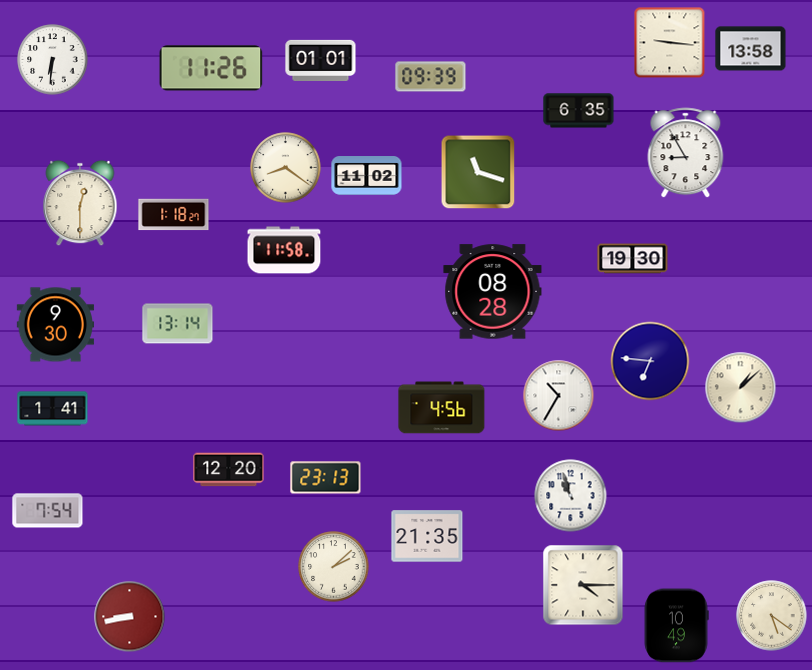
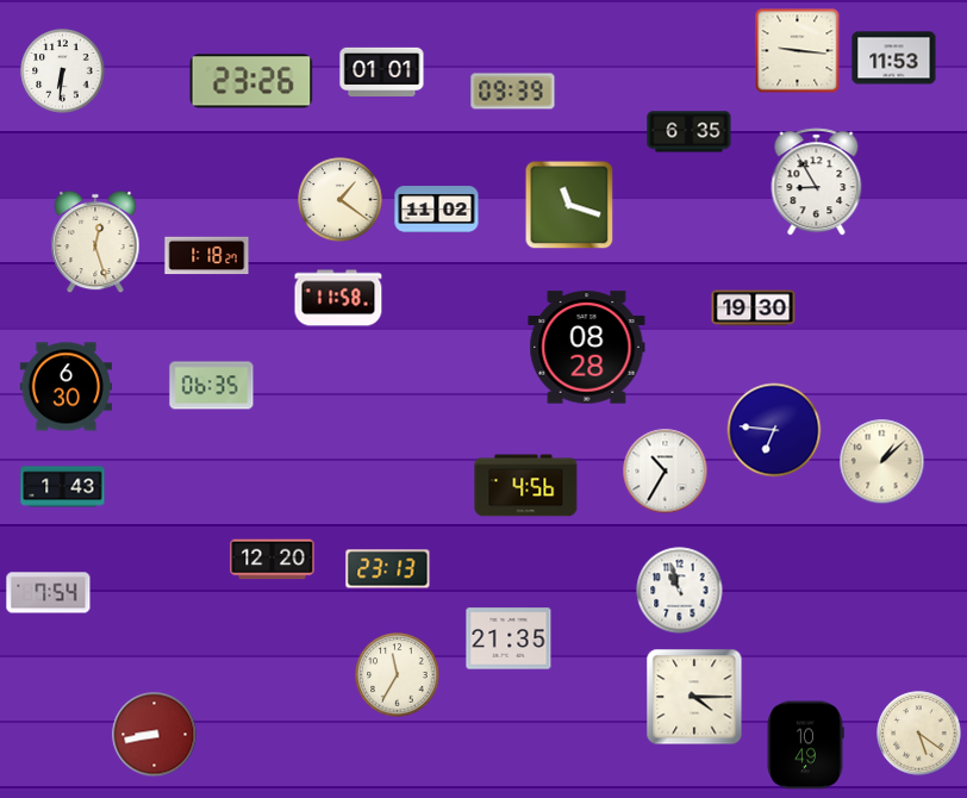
clock at (751, 49): 13:58 -> 11:53
clock at (211, 68): 11:26 -> 23:26
clock at (286, 168): 8:21 -> 1:21
clock at (80, 203): 12:30 -> 12:27
clock at (178, 324): 13:14 -> 06:35
clock at (55, 325): 9:30 -> 6:30
clock at (53, 409): 1:41 -> 1:43
clock at (48, 511) position: (48, 511) -> (49, 593)
clock at (334, 567): 2:08 -> 11:35
